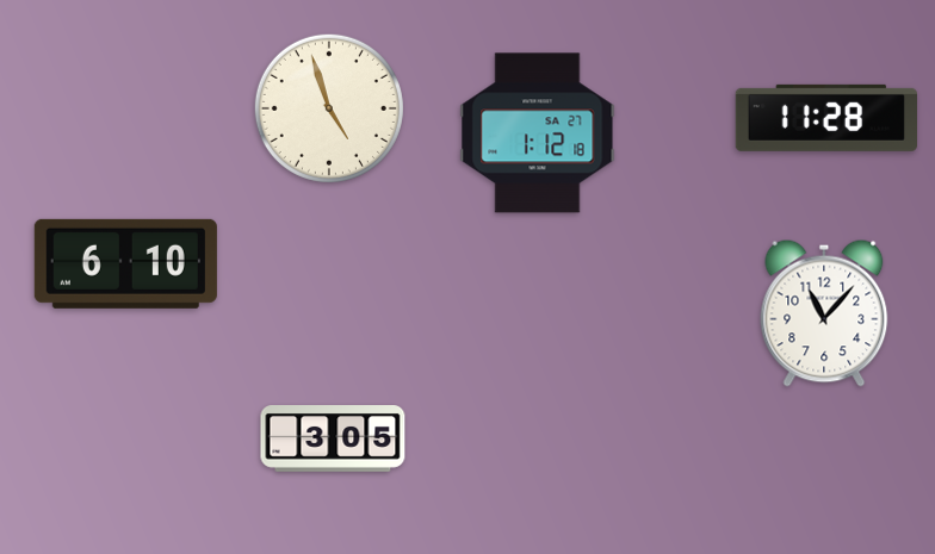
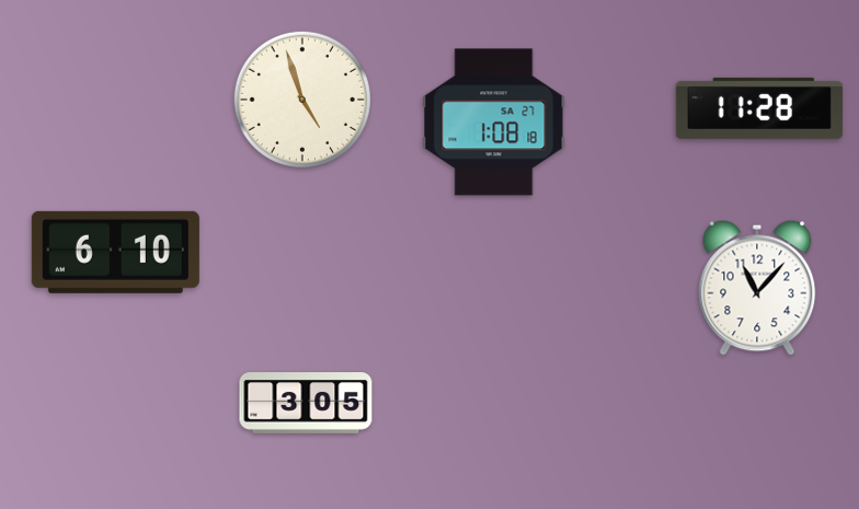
clock at (538, 133): 1:12 -> 1:08
clock at (125, 263) position: (125, 263) -> (115, 252)
